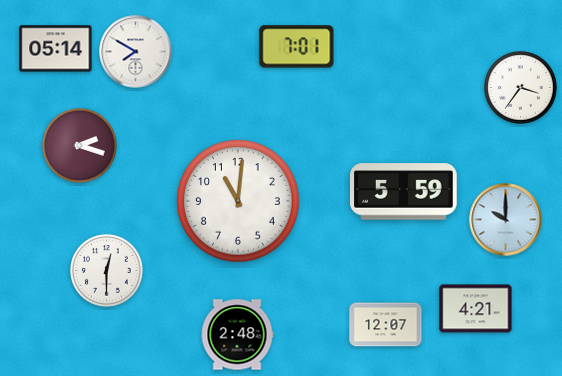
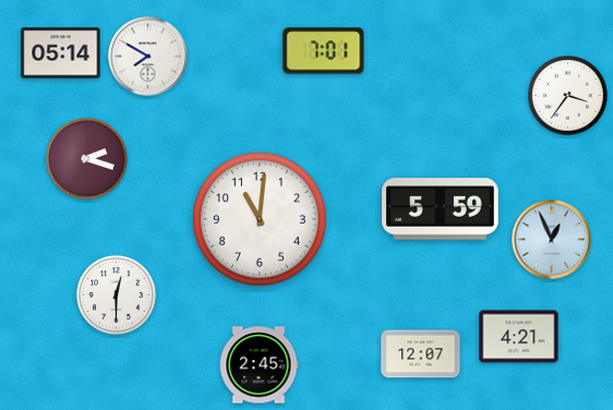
clock at (506, 220): 10:00 -> 12:56
clock at (237, 335): 2:48 -> 2:45
